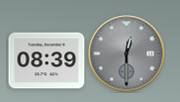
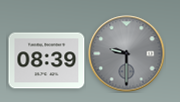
clock at (127, 54): 12:30 -> 9:30
